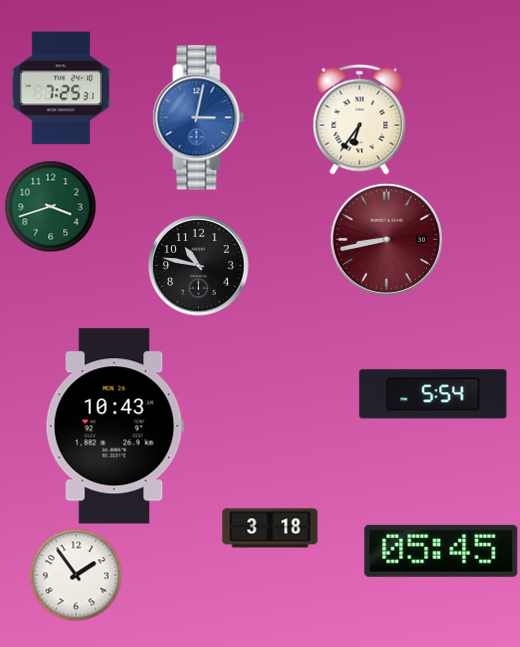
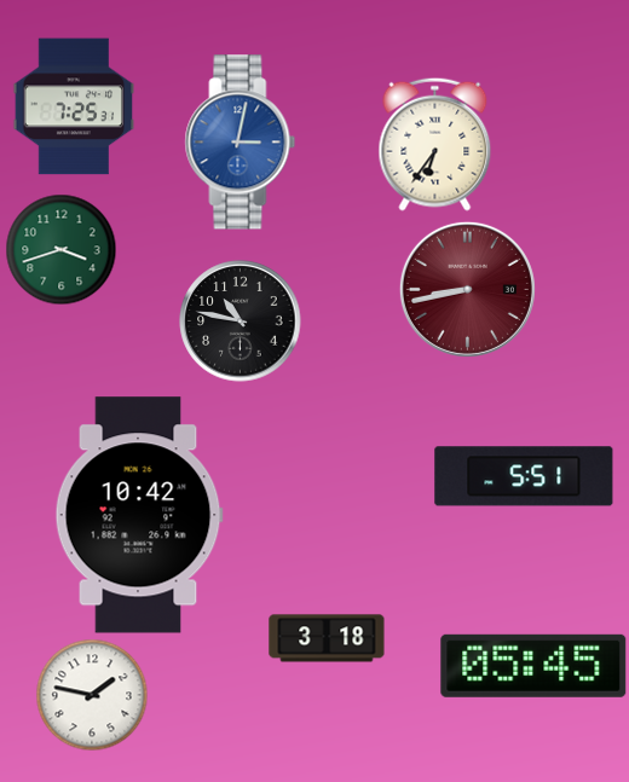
clock at (433, 394): 5:54 -> 5:51
clock at (115, 426): 10:43 -> 10:42
clock at (76, 575): 1:54 -> 1:47
